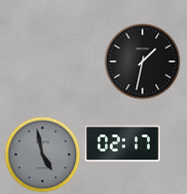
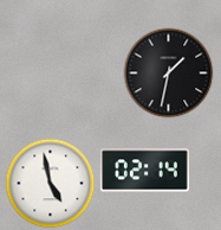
clock at (122, 144): 02:17 -> 02:14
clock at (43, 155) dial: grey -> white
